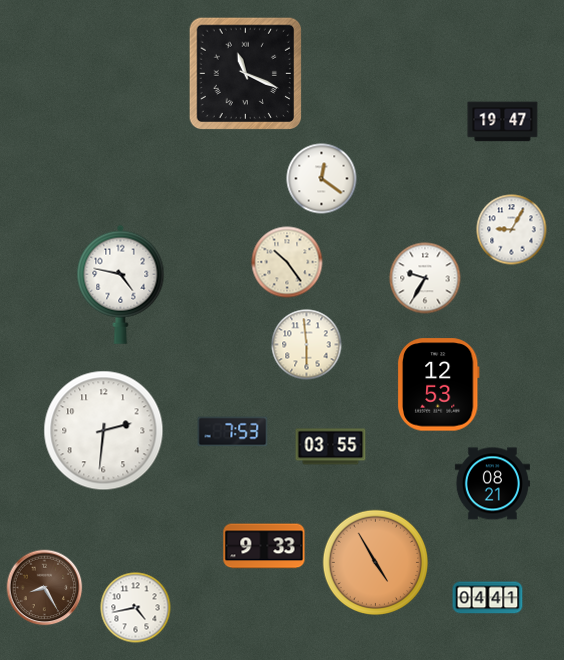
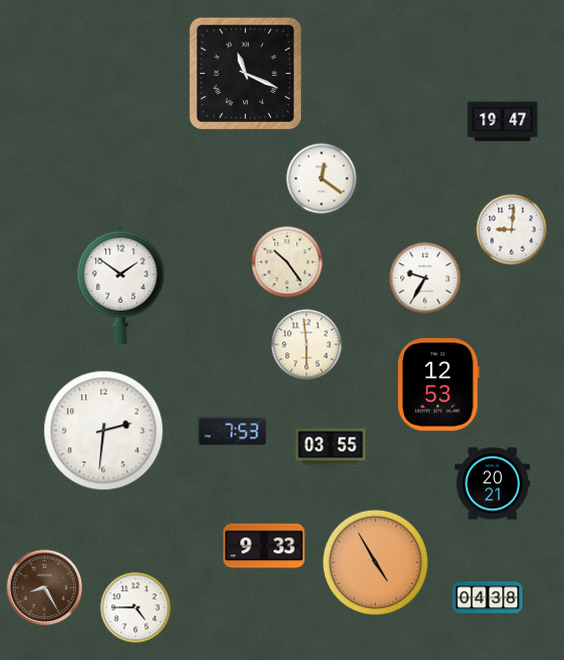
clock at (512, 230): 9:05 -> 9:01
clock at (121, 284): 4:47 -> 1:51
clock at (492, 484): 08:21 -> 20:21
clock at (488, 598): 04:41 -> 04:38
clock at (136, 608): 4:43 -> 4:45
